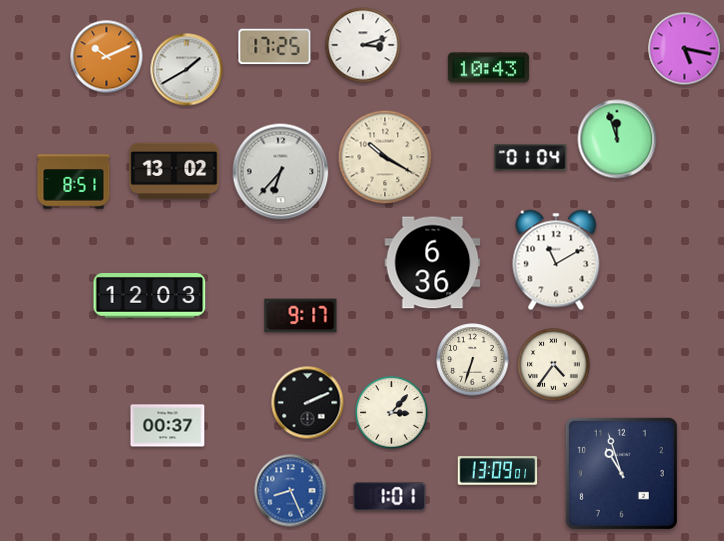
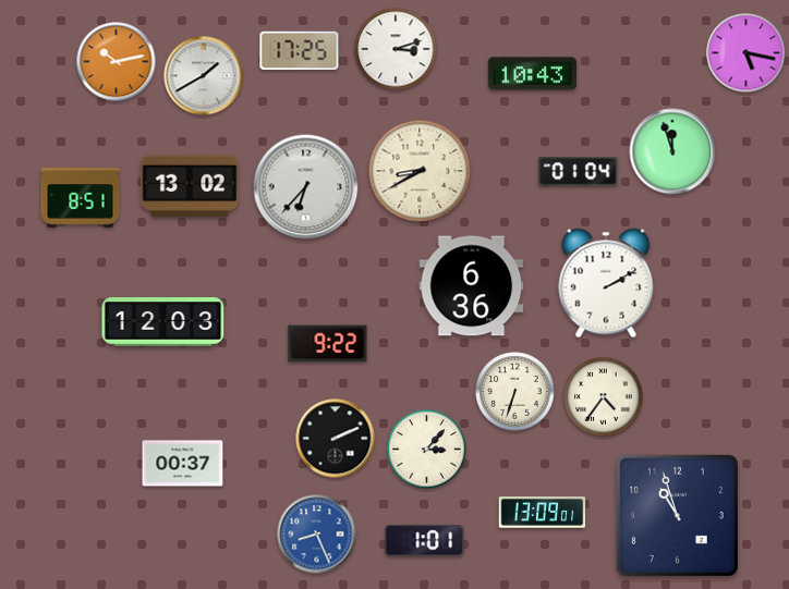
clock at (107, 57): 10:11 -> 10:13
clock at (385, 157): 10:20 -> 8:40
clock at (556, 260): 11:10 -> 2:10
clock at (301, 316): 9:17 -> 9:22
